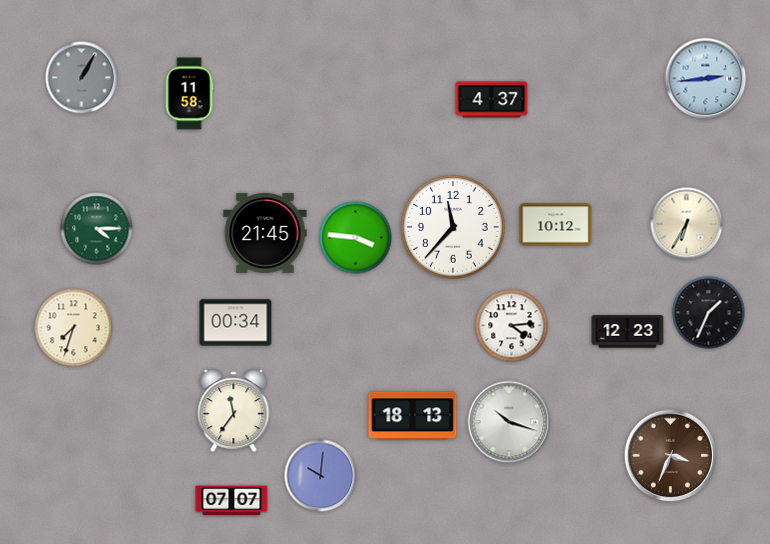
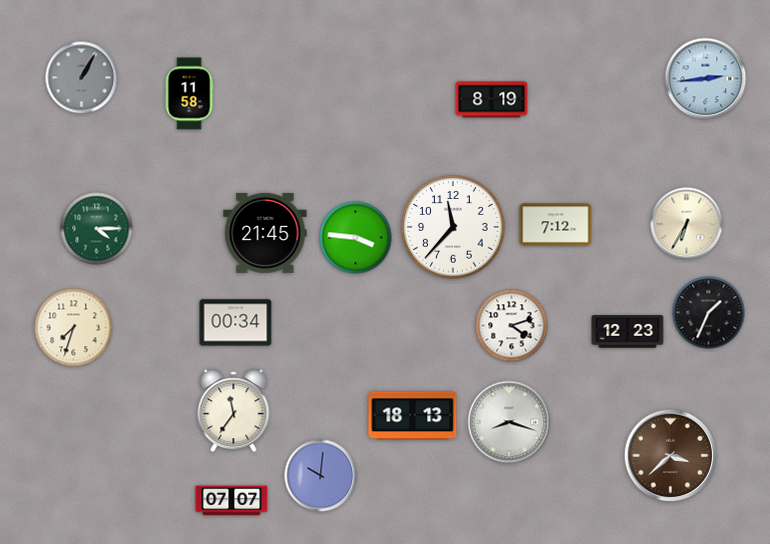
clock at (492, 100): 4:37 -> 8:19
clock at (556, 225): 10:12 -> 7:12
clock at (512, 326): 4:14 -> 4:12
clock at (509, 422): 10:18 -> 8:18
clock at (671, 456): 3:34 -> 3:38
